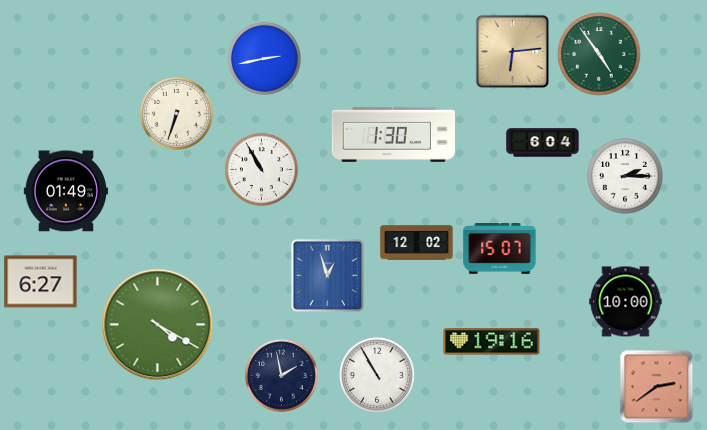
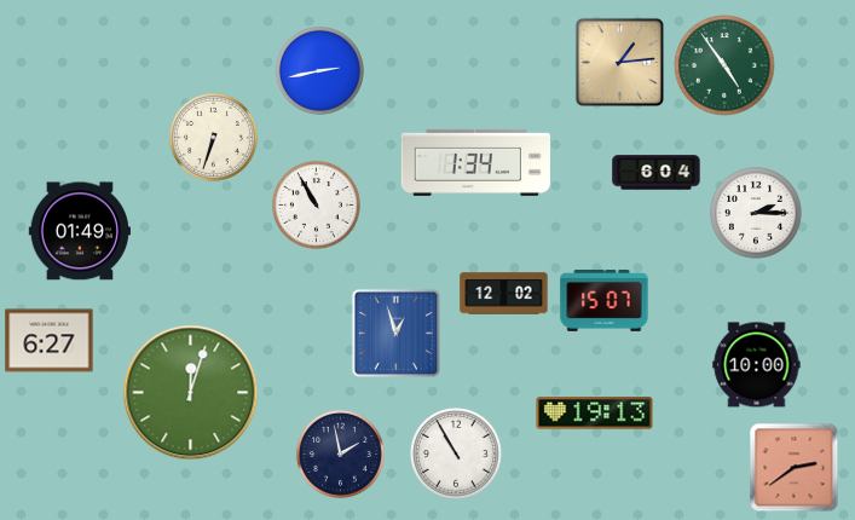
clock at (512, 51): 6:14 -> 1:14
clock at (393, 134): 1:30 -> 1:34
clock at (158, 325): 4:20 -> 12:03
clock at (492, 342): 19:16 -> 19:13
